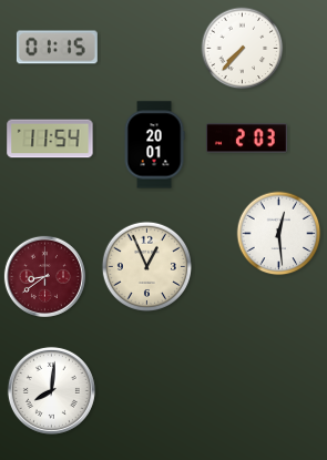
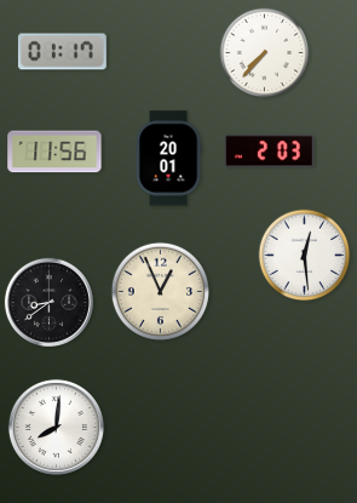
clock at (57, 48): 01:15 -> 01:17
clock at (50, 139): 11:54 -> 11:56
clock at (44, 276) dial: burgundy -> black
